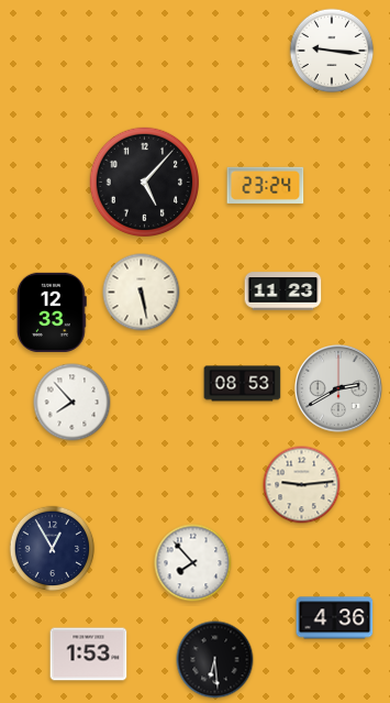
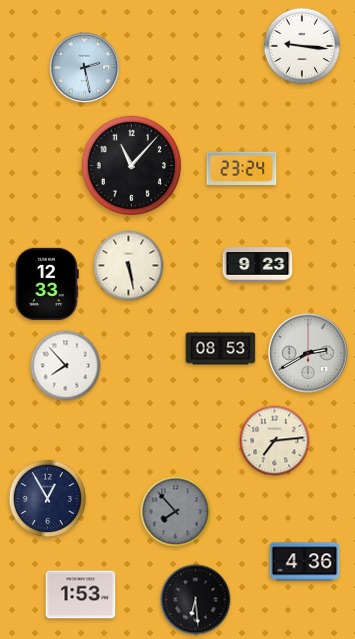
clock at (85, 68): none -> 2:28
clock at (144, 182): 5:07 -> 11:07
clock at (283, 292): 11:23 -> 9:23
clock at (302, 485): 9:14 -> 7:14
clock at (193, 563) dial: white -> grey
